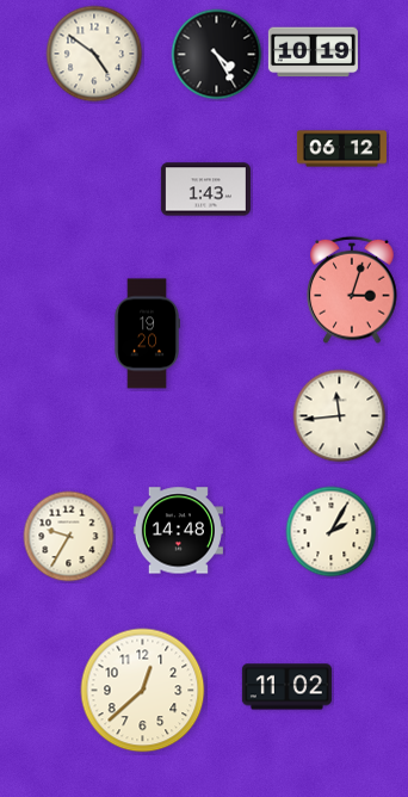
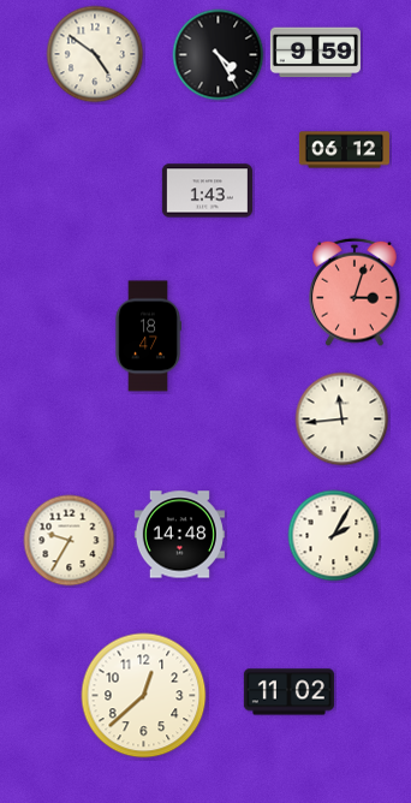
clock at (313, 52): 10:19 -> 9:59
clock at (147, 334): 19:20 -> 18:47
